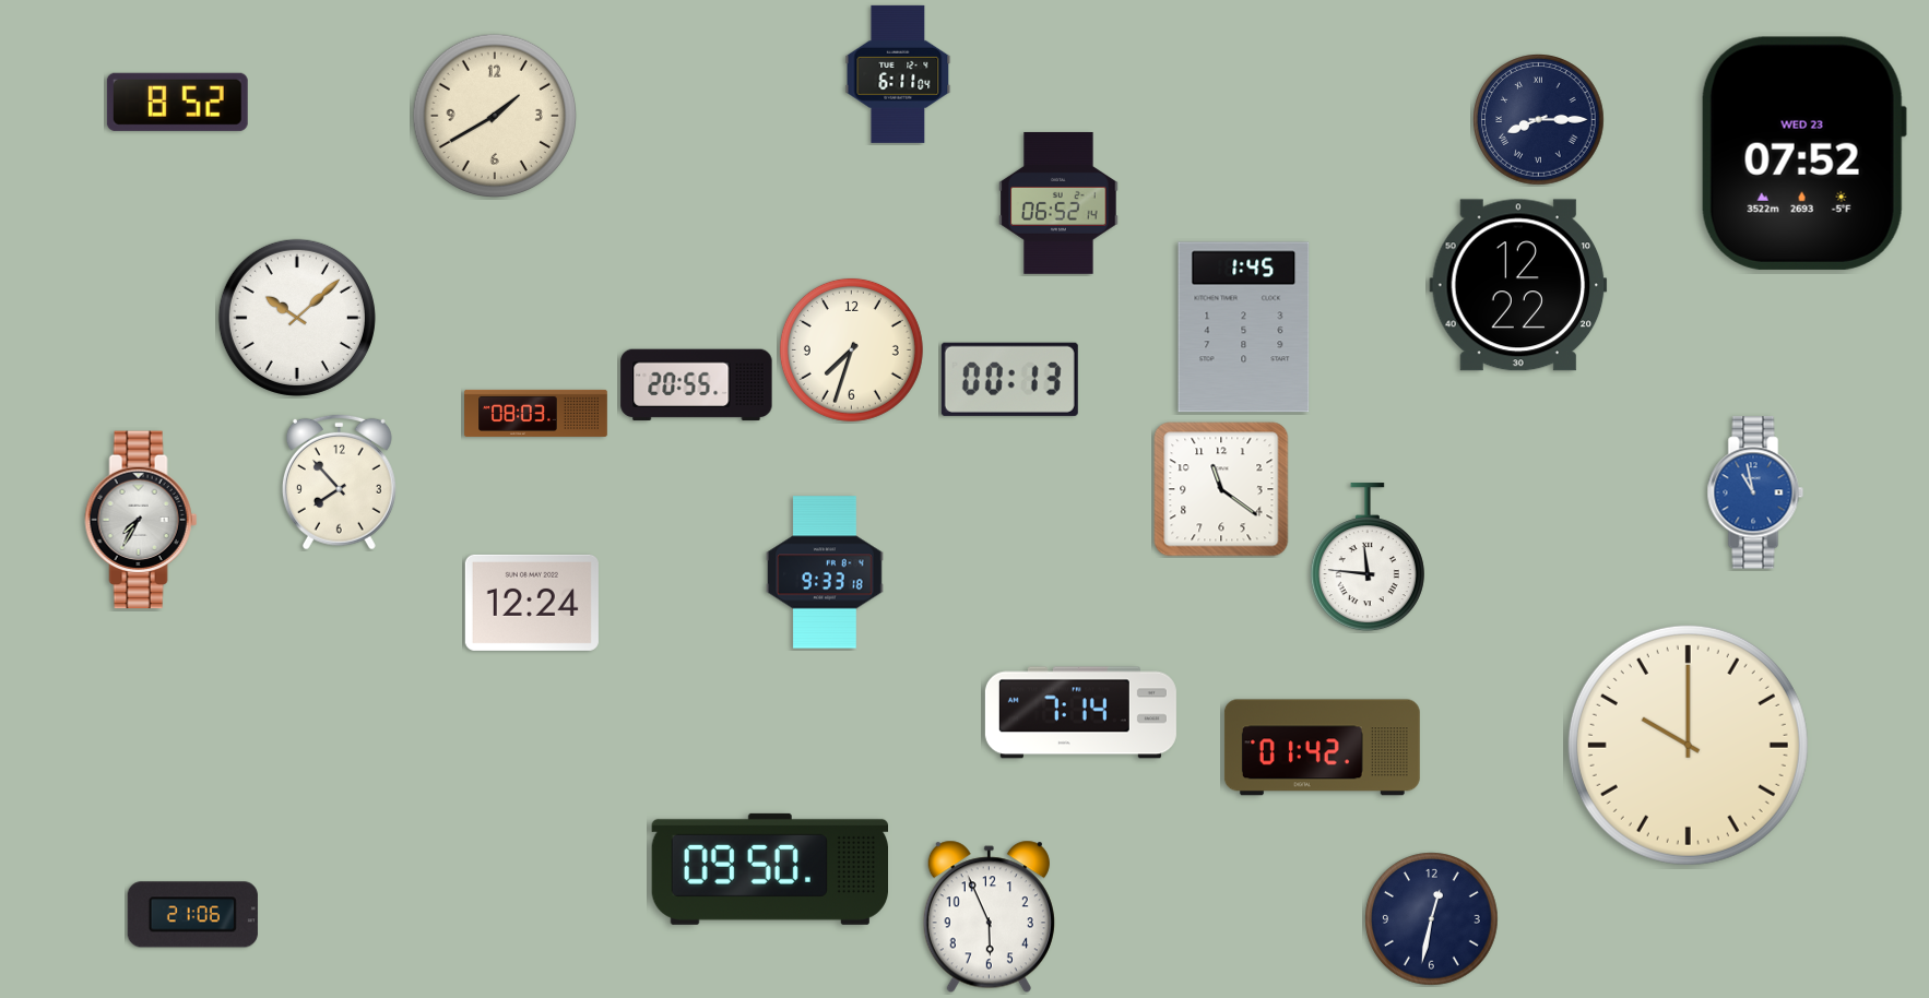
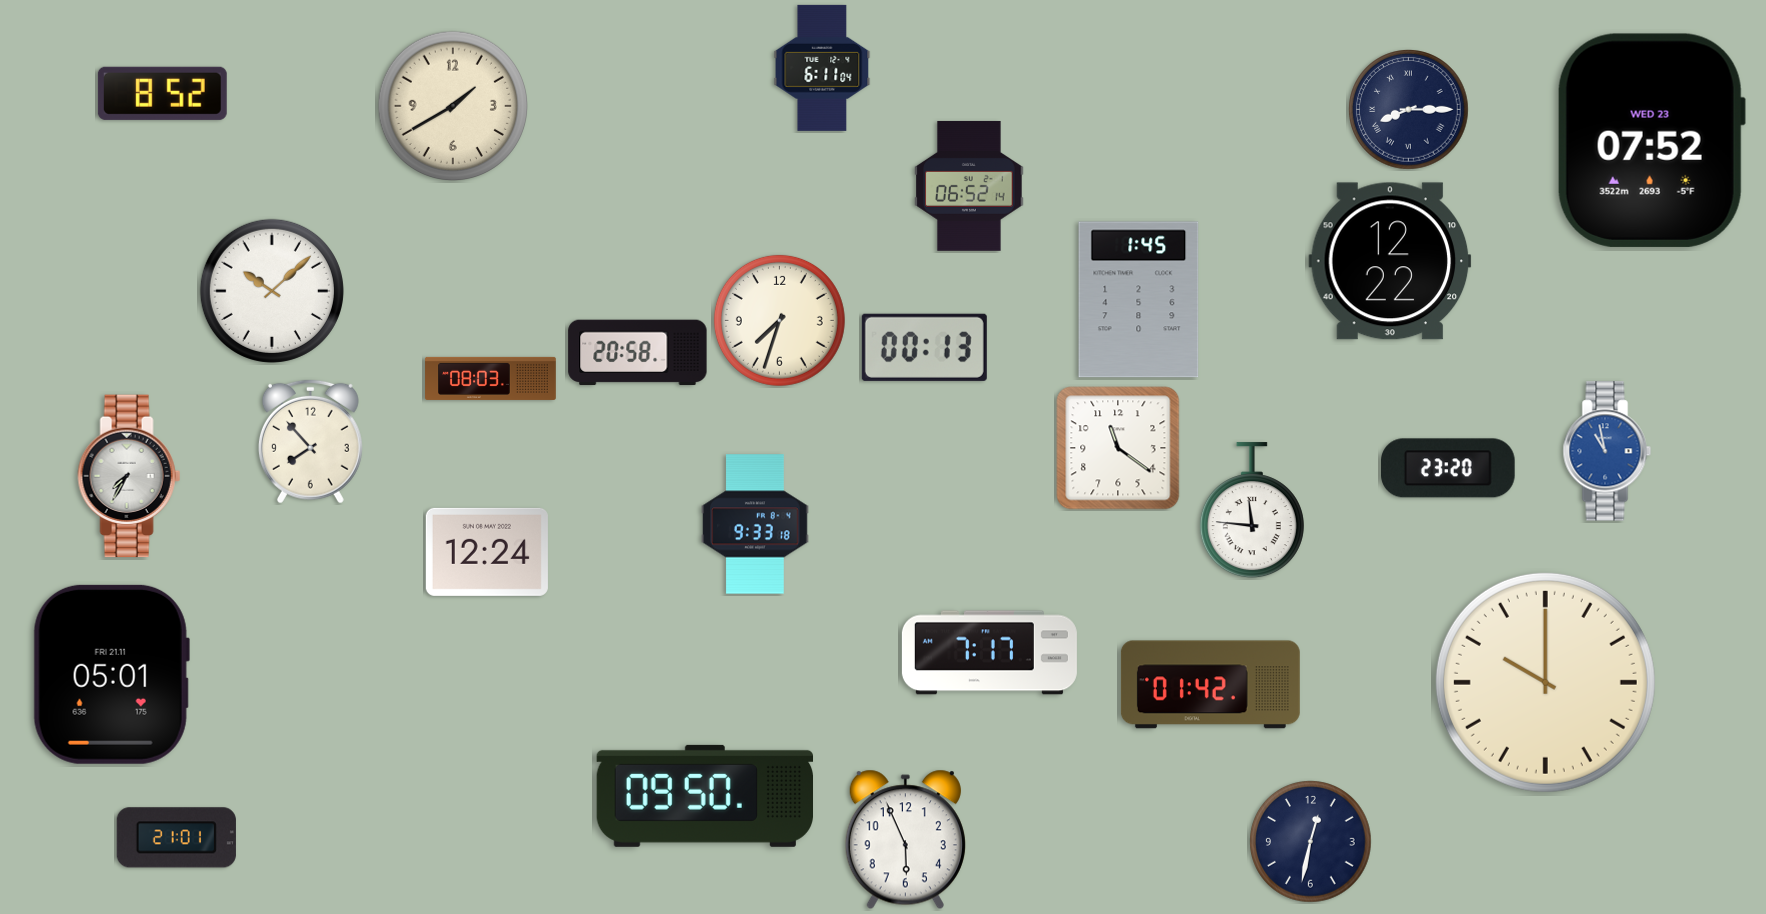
clock at (697, 385): 20:55 -> 20:58
clock at (1449, 468): none -> 23:20
clock at (1080, 713): 7:14 -> 7:17
clock at (111, 674): none -> 05:01
clock at (192, 915): 21:06 -> 21:01
